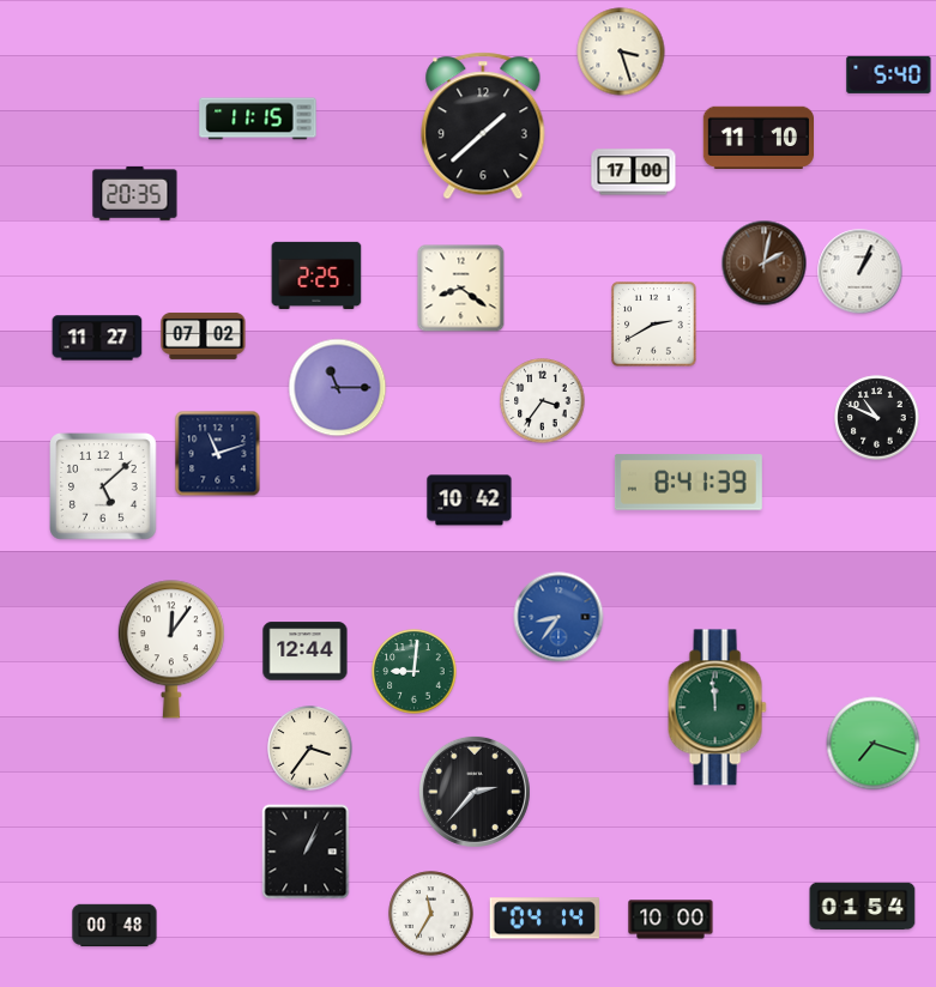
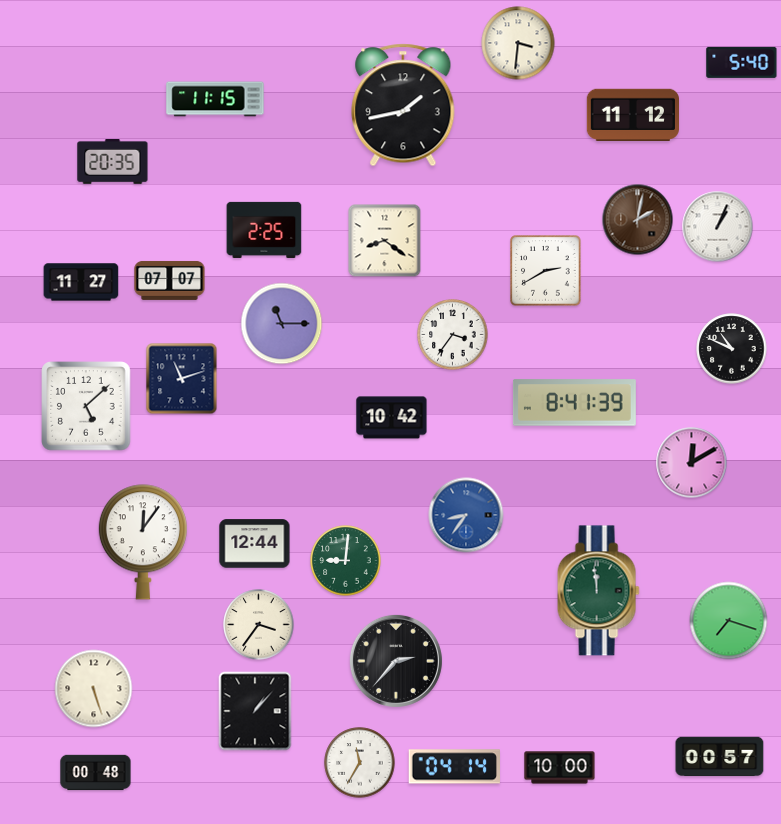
clock at (621, 52): 3:27 -> 3:31
clock at (483, 126): 1:38 -> 1:43
clock at (757, 137): 11:10 -> 11:12
clock at (634, 172): 17:00 -> none
clock at (204, 335): 07:02 -> 07:07
clock at (692, 463): none -> 12:10
clock at (94, 689): none -> 5:27
clock at (306, 852): 1:04 -> 1:07
clock at (863, 907): 01:54 -> 00:57
